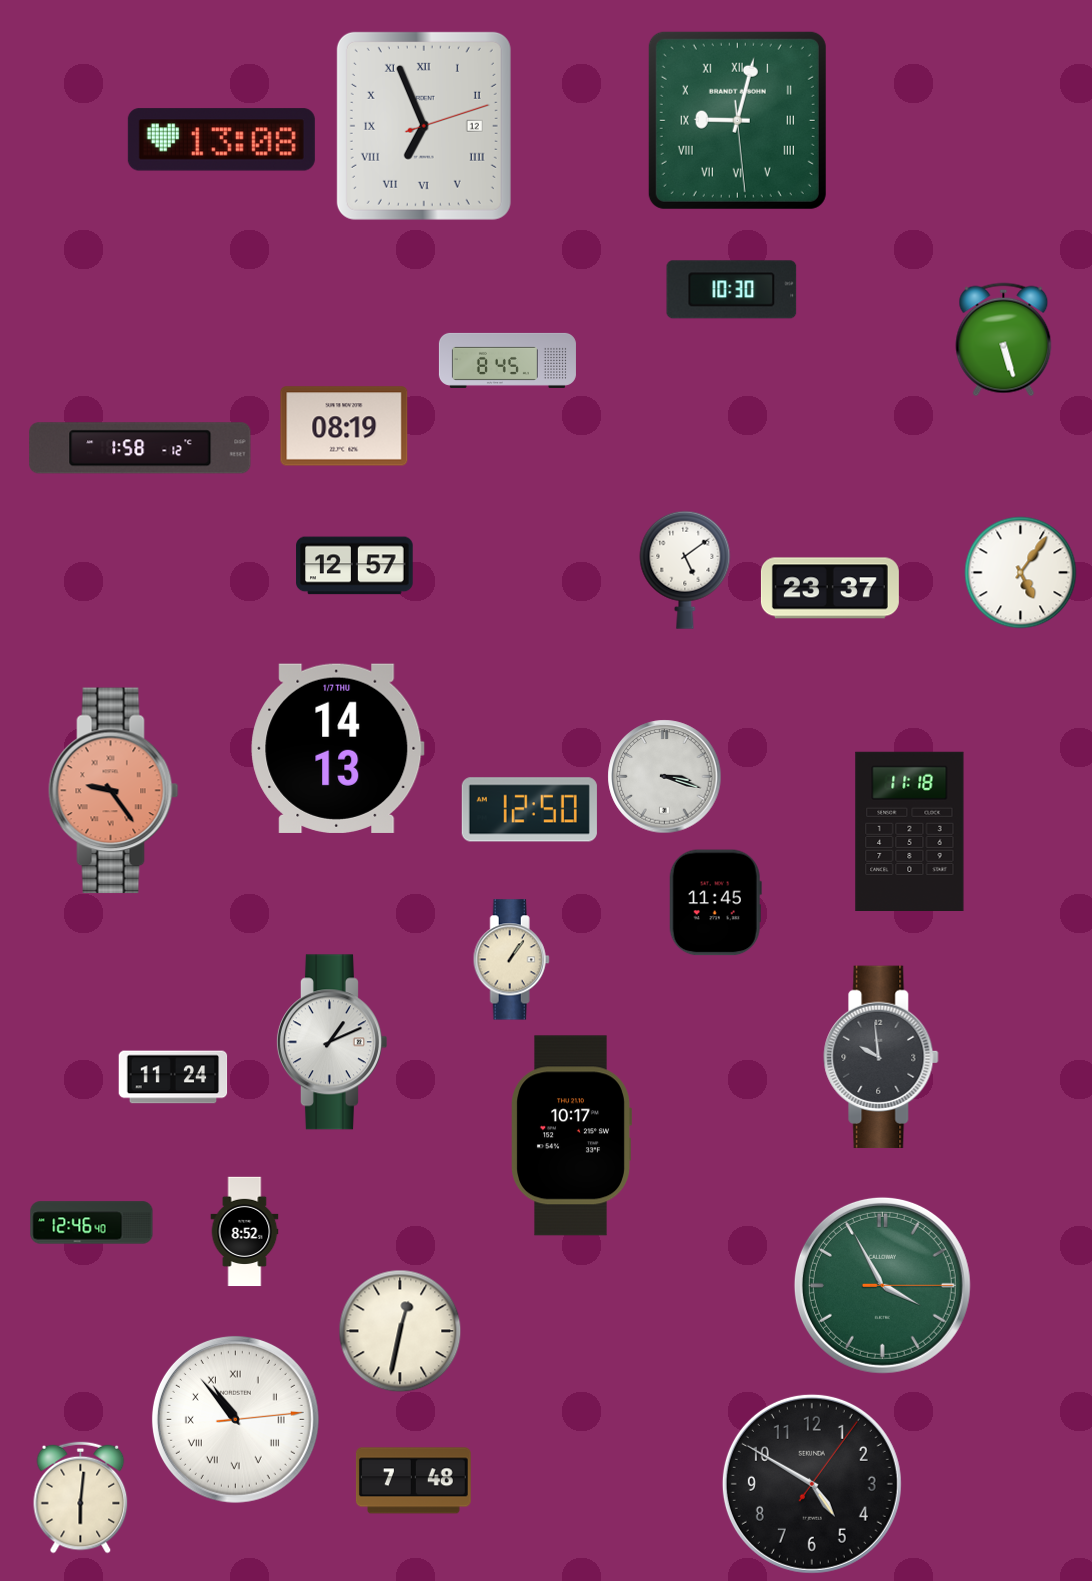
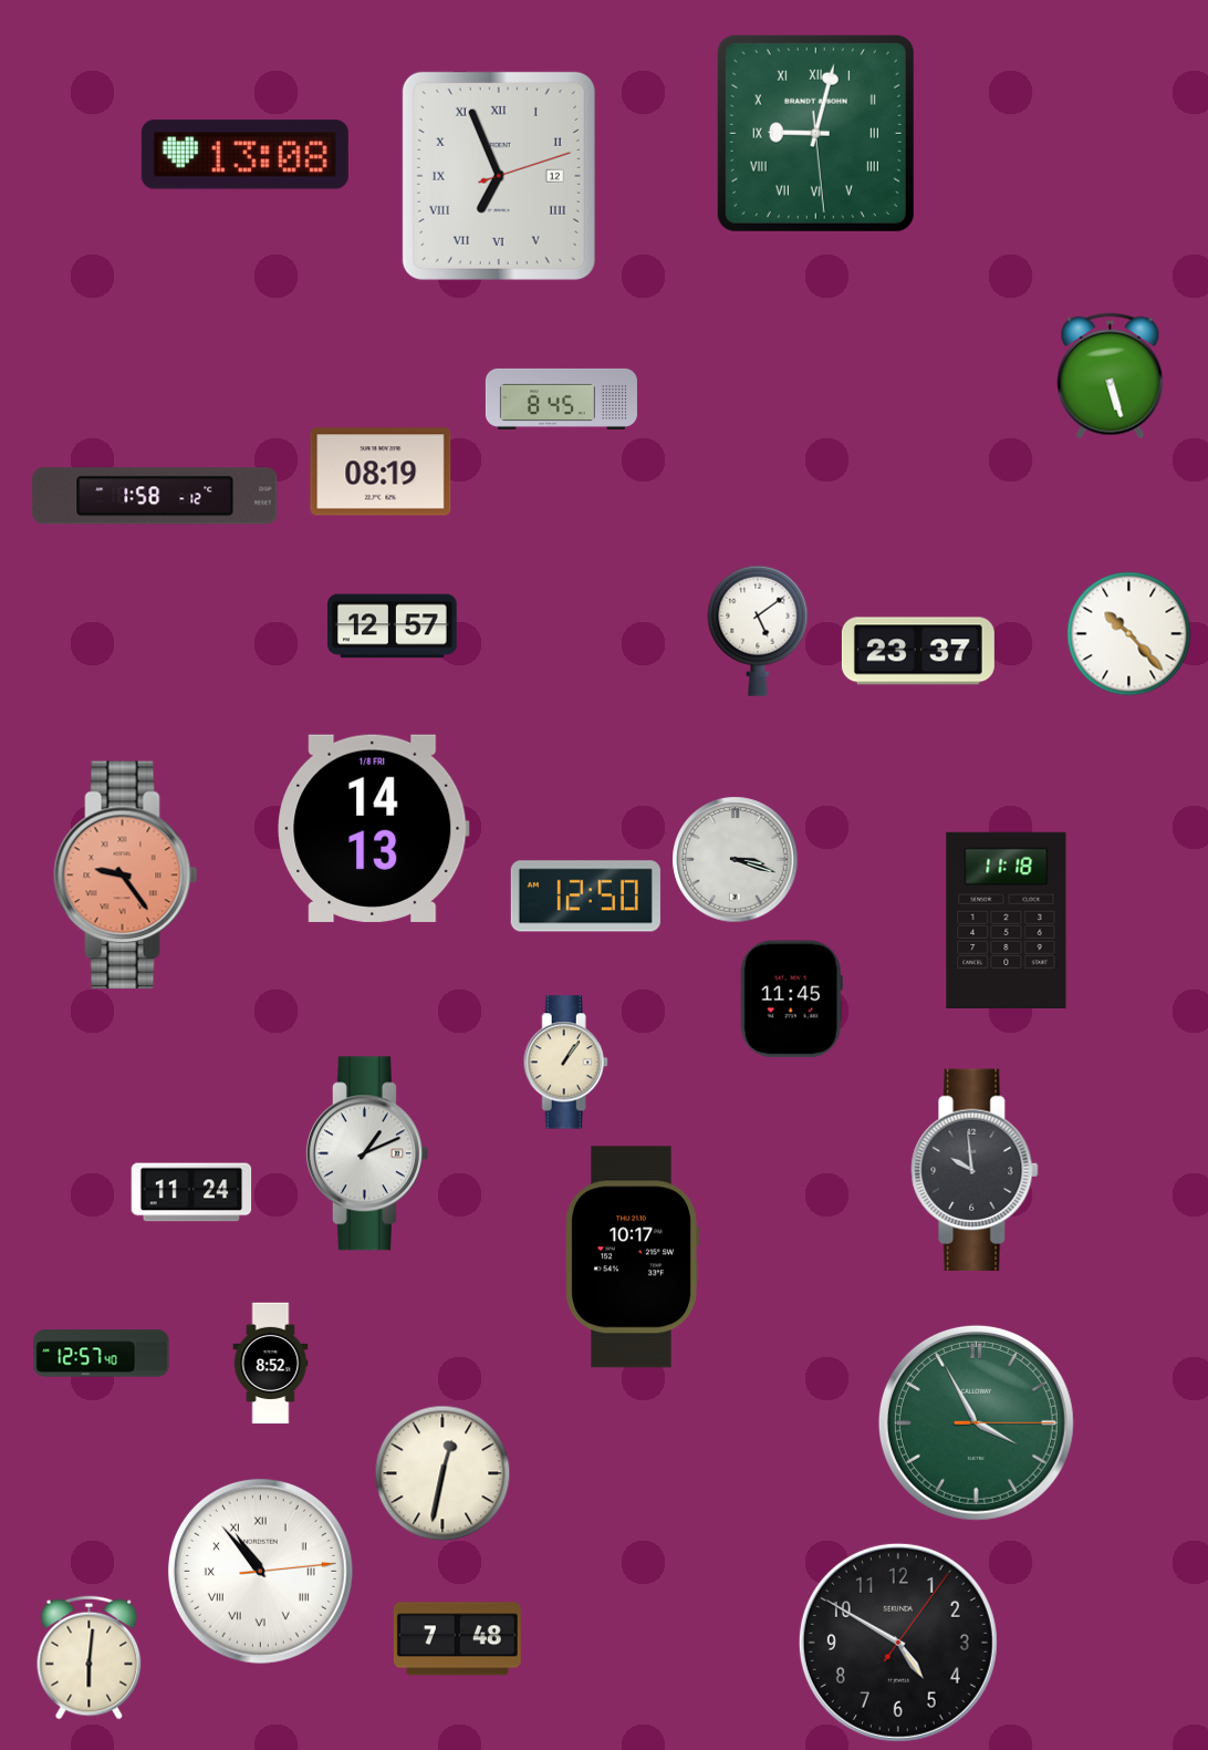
clock at (424, 126) position: (424, 126) -> (499, 176)
clock at (732, 290): 10:30 -> none
clock at (1021, 573): 5:06 -> 10:23
clock at (338, 748) date: 1/7 THU -> 1/8 FRI
clock at (92, 1223): 12:46 -> 12:57
